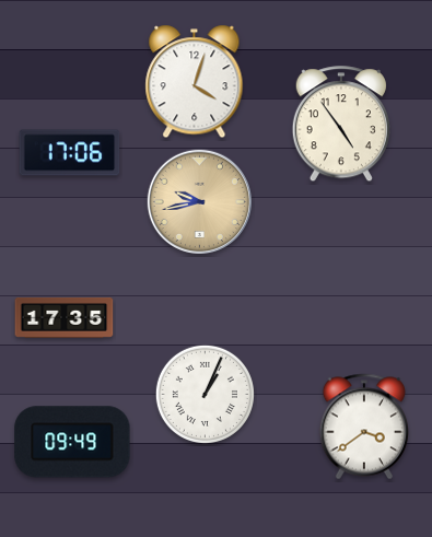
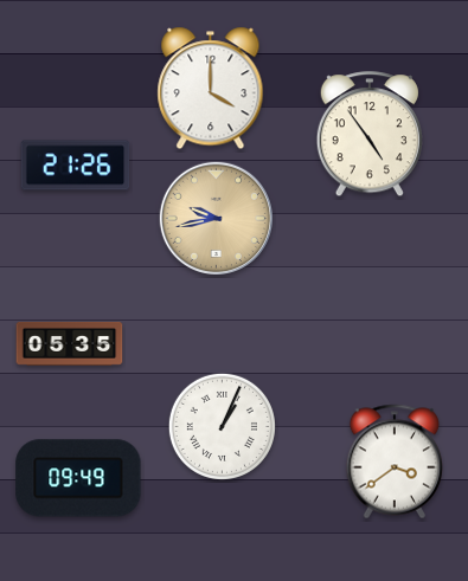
clock at (195, 82): 4:03 -> 4:00
clock at (70, 153): 17:06 -> 21:26
clock at (65, 317): 17:35 -> 05:35
